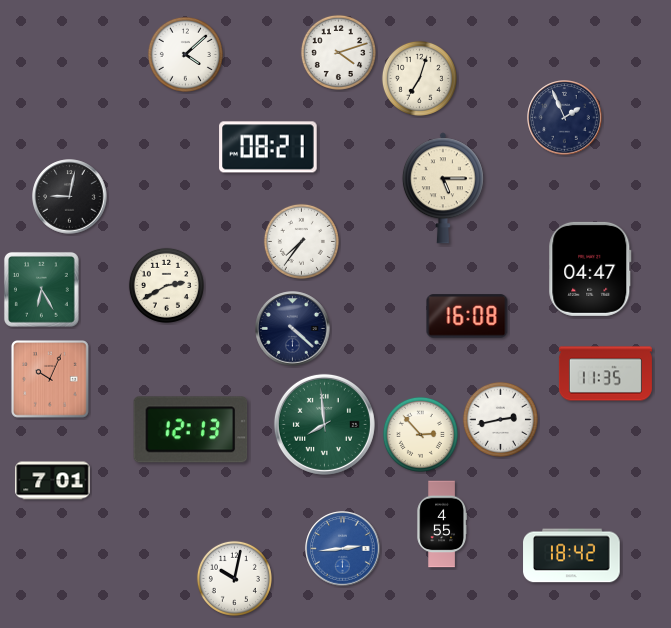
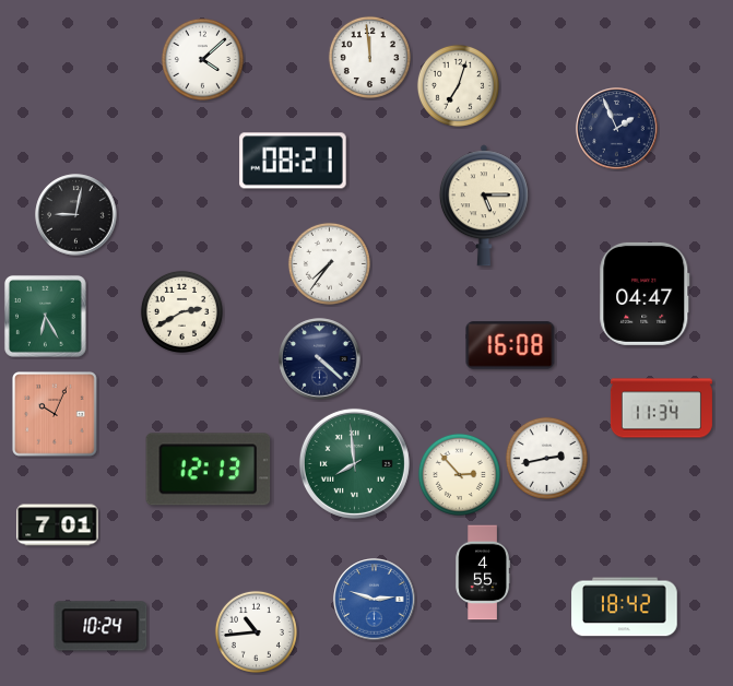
clock at (338, 52): 4:12 -> 11:59
clock at (605, 374): 11:35 -> 11:34
clock at (343, 549): 2:44 -> 2:48
clock at (101, 626): none -> 10:24
clock at (234, 578): 10:02 -> 10:44
